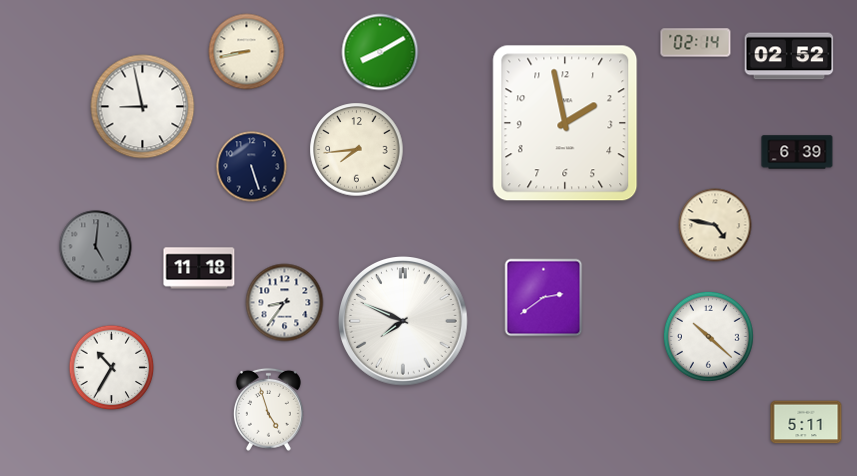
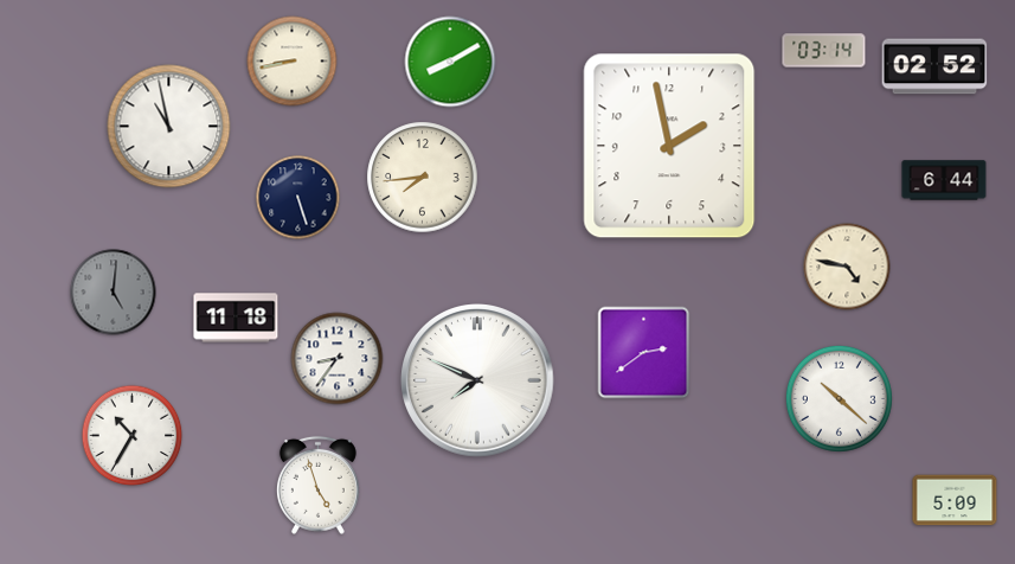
clock at (696, 43): 02:14 -> 03:14
clock at (143, 107): 8:58 -> 10:58
clock at (797, 152): 6:39 -> 6:44
clock at (806, 422): 5:11 -> 5:09
